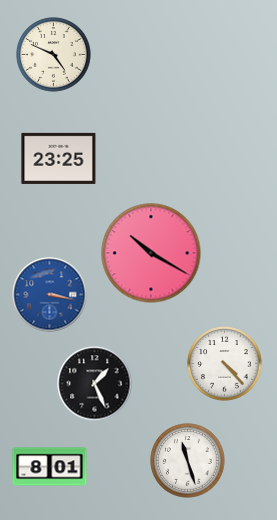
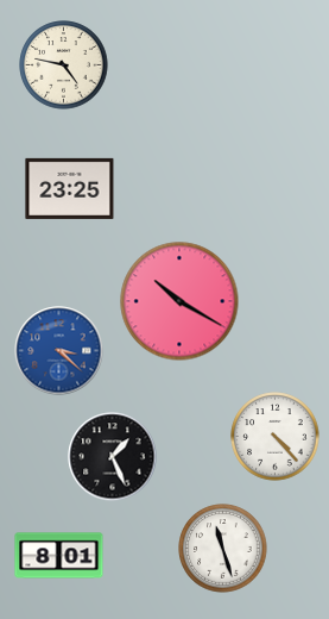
clock at (54, 55): 4:49 -> 4:47
clock at (50, 295): 3:17 -> 3:22
clock at (225, 364) position: (225, 364) -> (276, 437)
